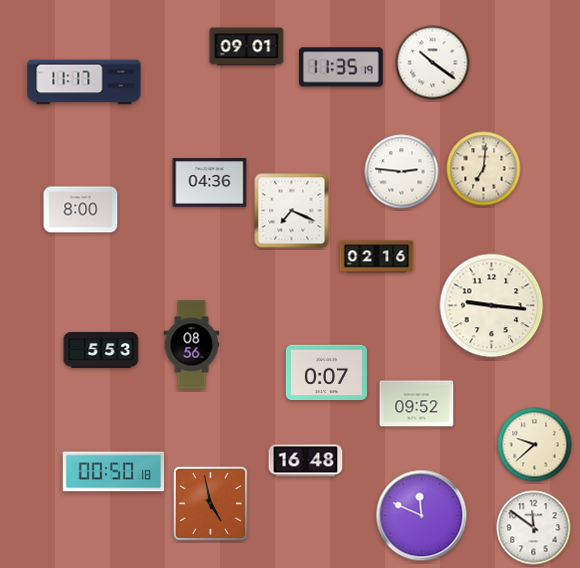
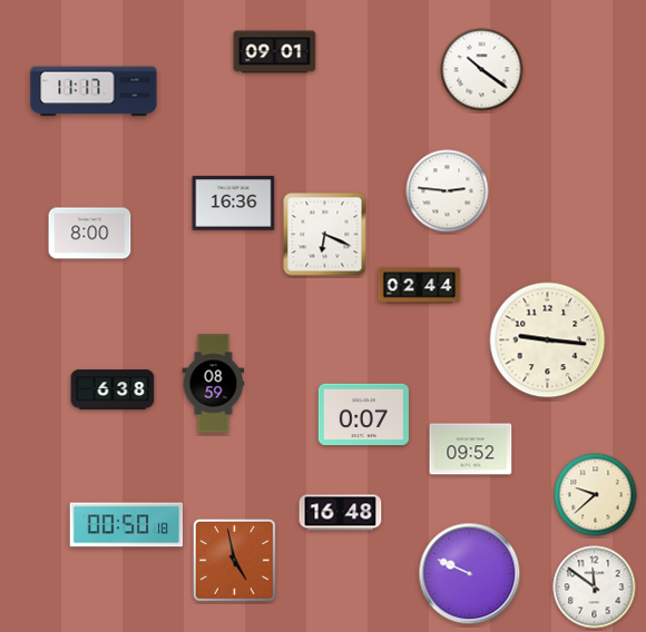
clock at (342, 67): 11:35 -> none
clock at (484, 169): 7:01 -> none
clock at (210, 183): 04:36 -> 16:36
clock at (292, 211): 7:19 -> 6:19
clock at (377, 257): 02:16 -> 02:44
clock at (192, 345): 08:56 -> 08:59
clock at (101, 350): 5:53 -> 6:38
clock at (417, 404) position: (417, 404) -> (471, 450)
clock at (422, 516): 11:49 -> 9:49
